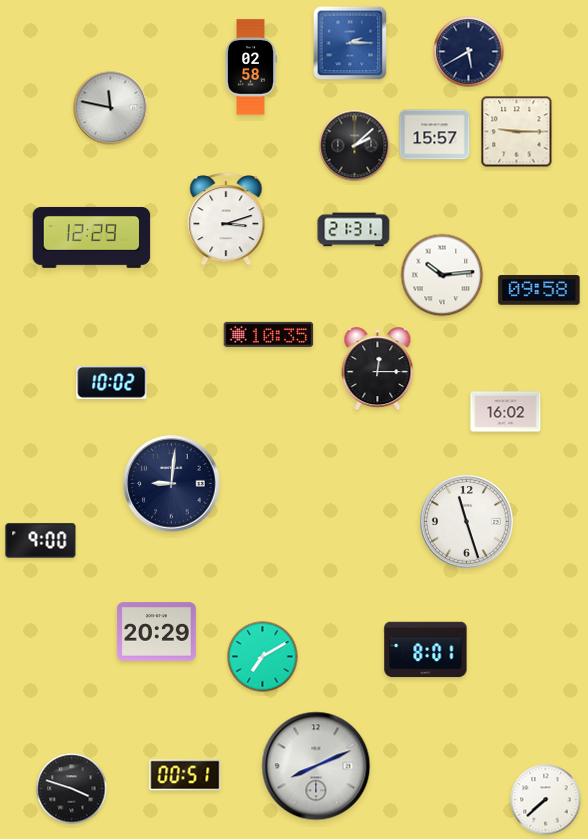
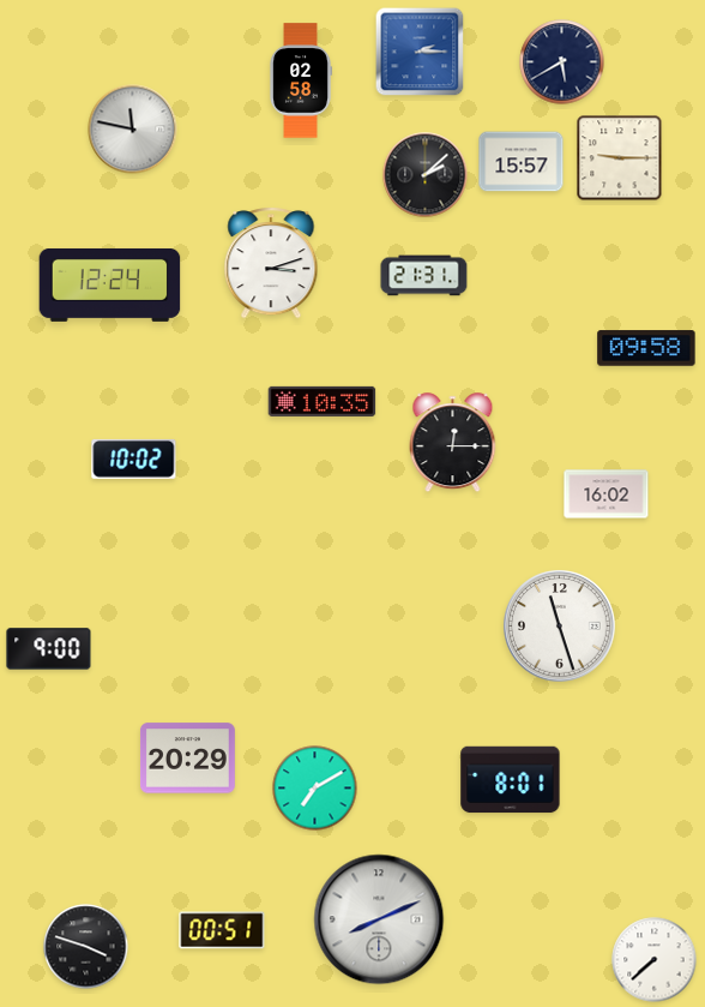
clock at (92, 237): 12:29 -> 12:24
clock at (442, 275): 10:14 -> none
clock at (172, 484): 9:01 -> none
